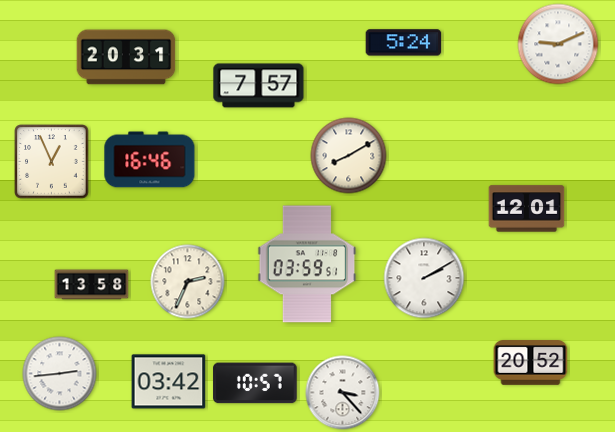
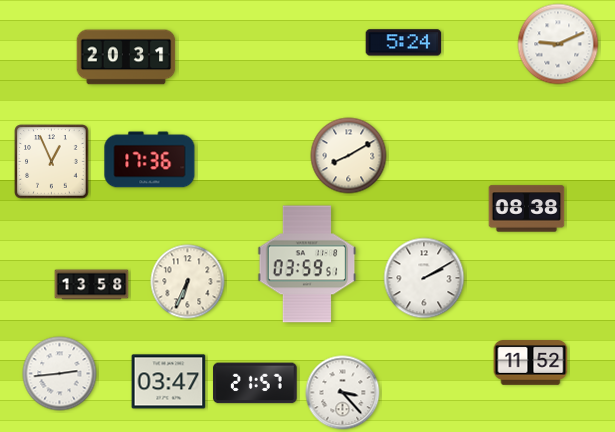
clock at (259, 86): 7:57 -> none
clock at (150, 160): 16:46 -> 17:36
clock at (527, 209): 12:01 -> 08:38
clock at (188, 282): 2:34 -> 6:34
clock at (531, 363): 20:52 -> 11:52
clock at (169, 382): 03:42 -> 03:47
clock at (255, 383): 10:57 -> 21:57
